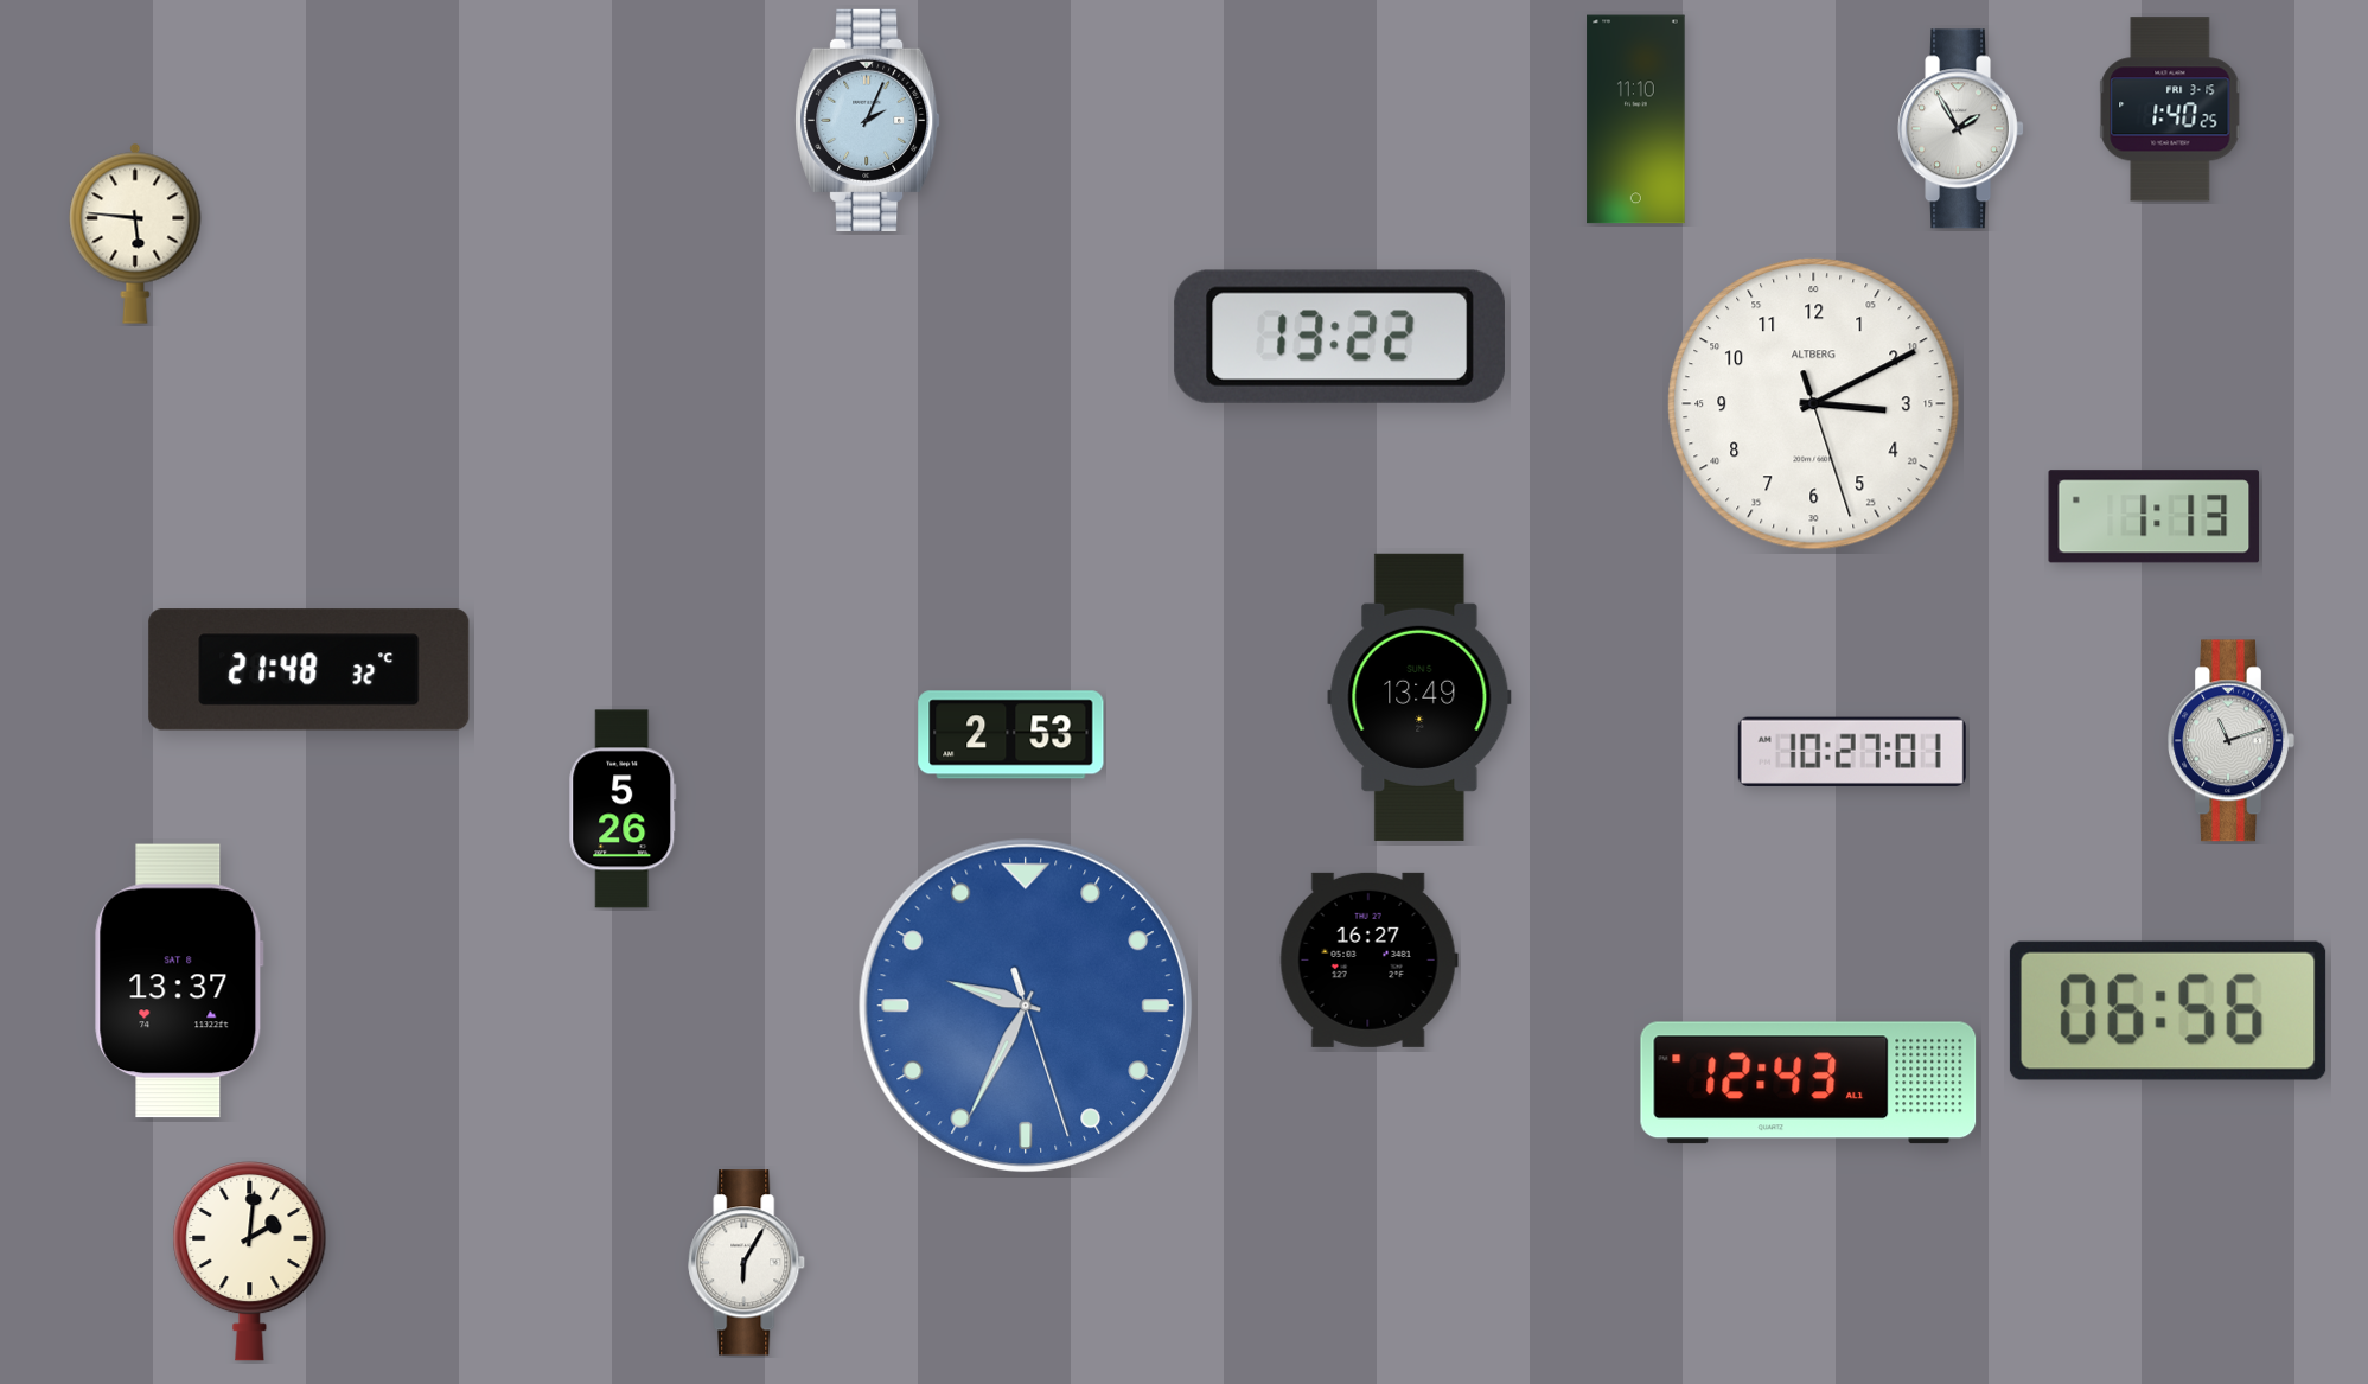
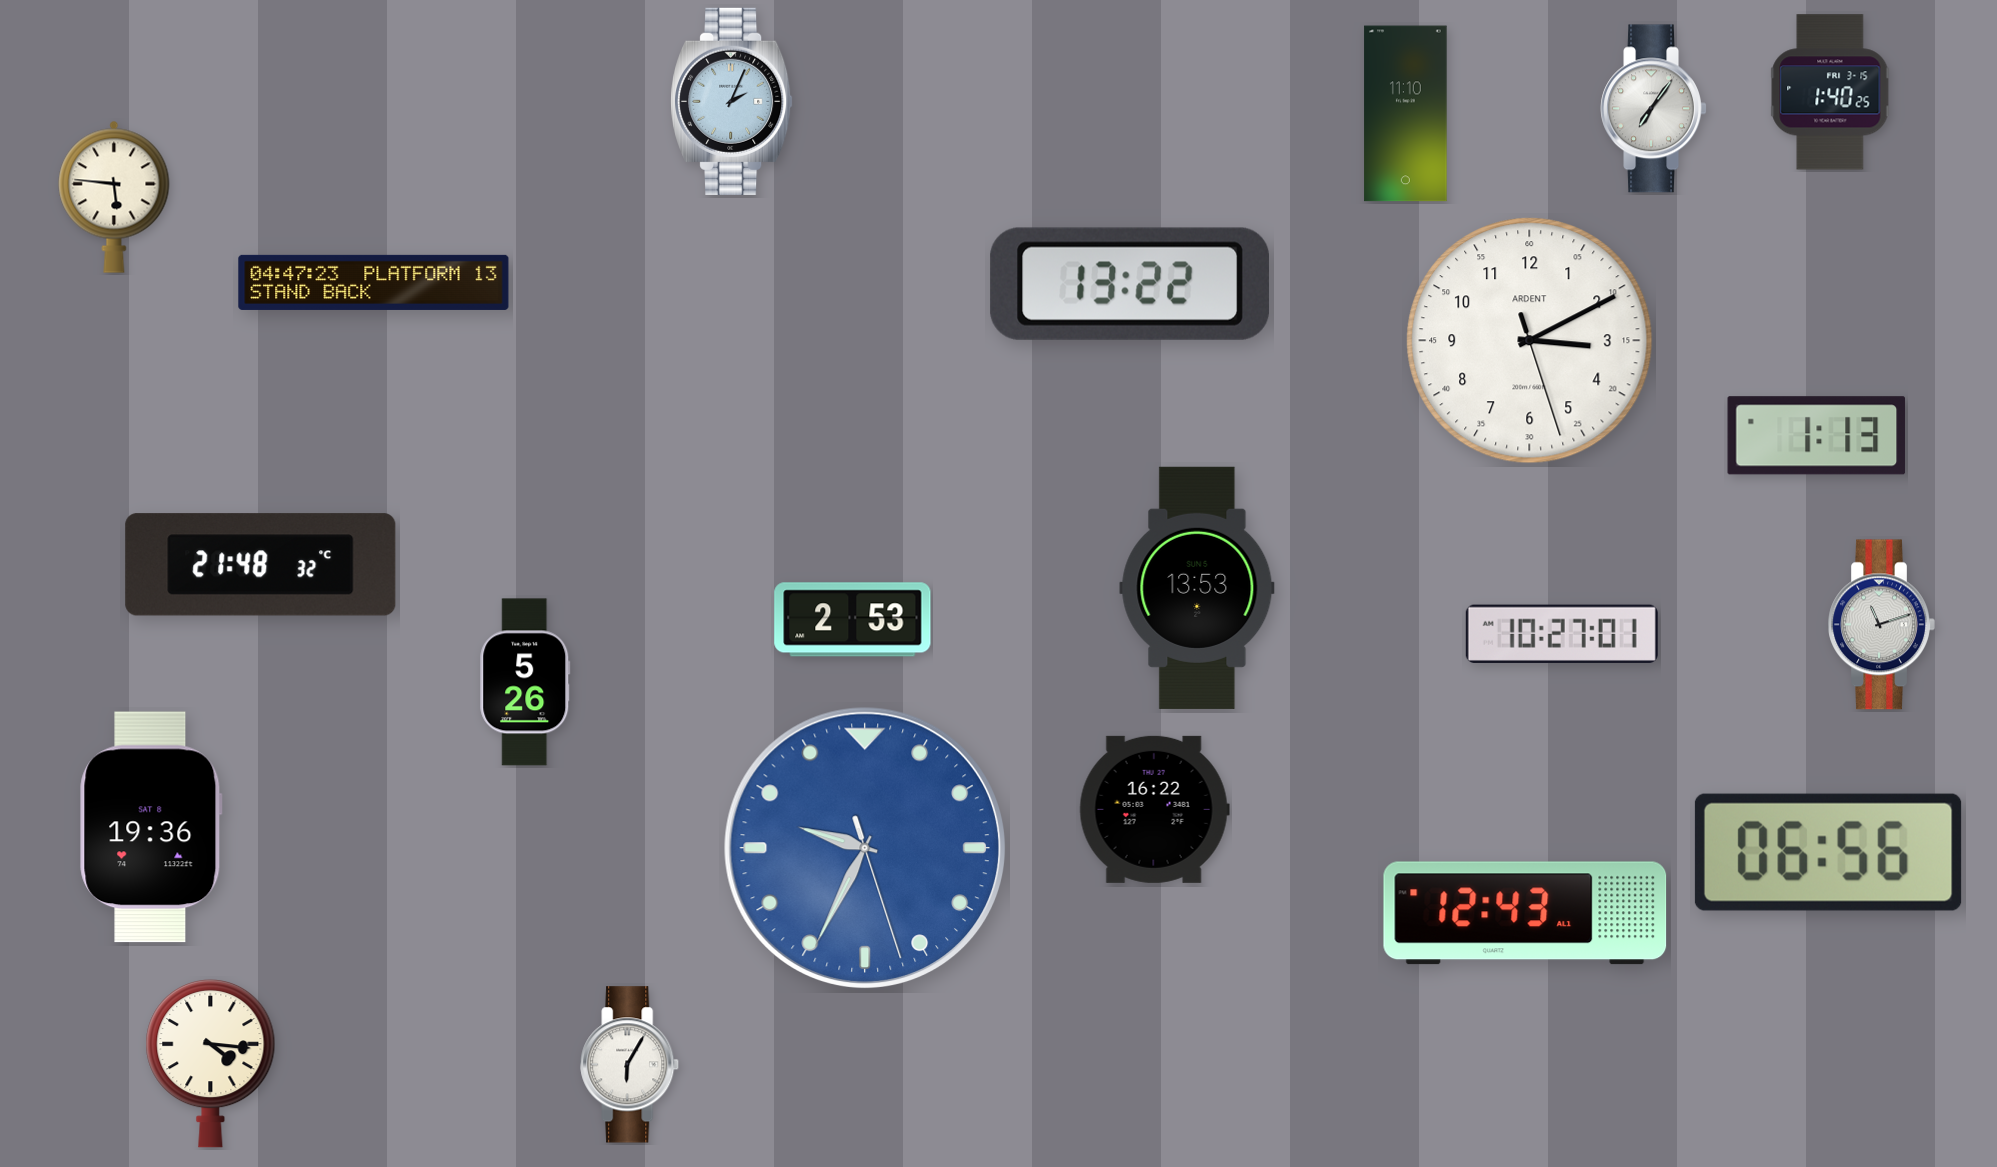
clock at (1636, 120) position: (1636, 120) -> (1406, 114)
clock at (1960, 129): 1:55 -> 7:06
clock at (374, 282): none -> 04:47
clock at (1814, 404) brand: ALTBERG -> ARDENT
clock at (1419, 697): 13:49 -> 13:53
clock at (1368, 959): 16:27 -> 16:22
clock at (179, 981): 13:37 -> 19:36
clock at (250, 1261): 2:01 -> 4:16
